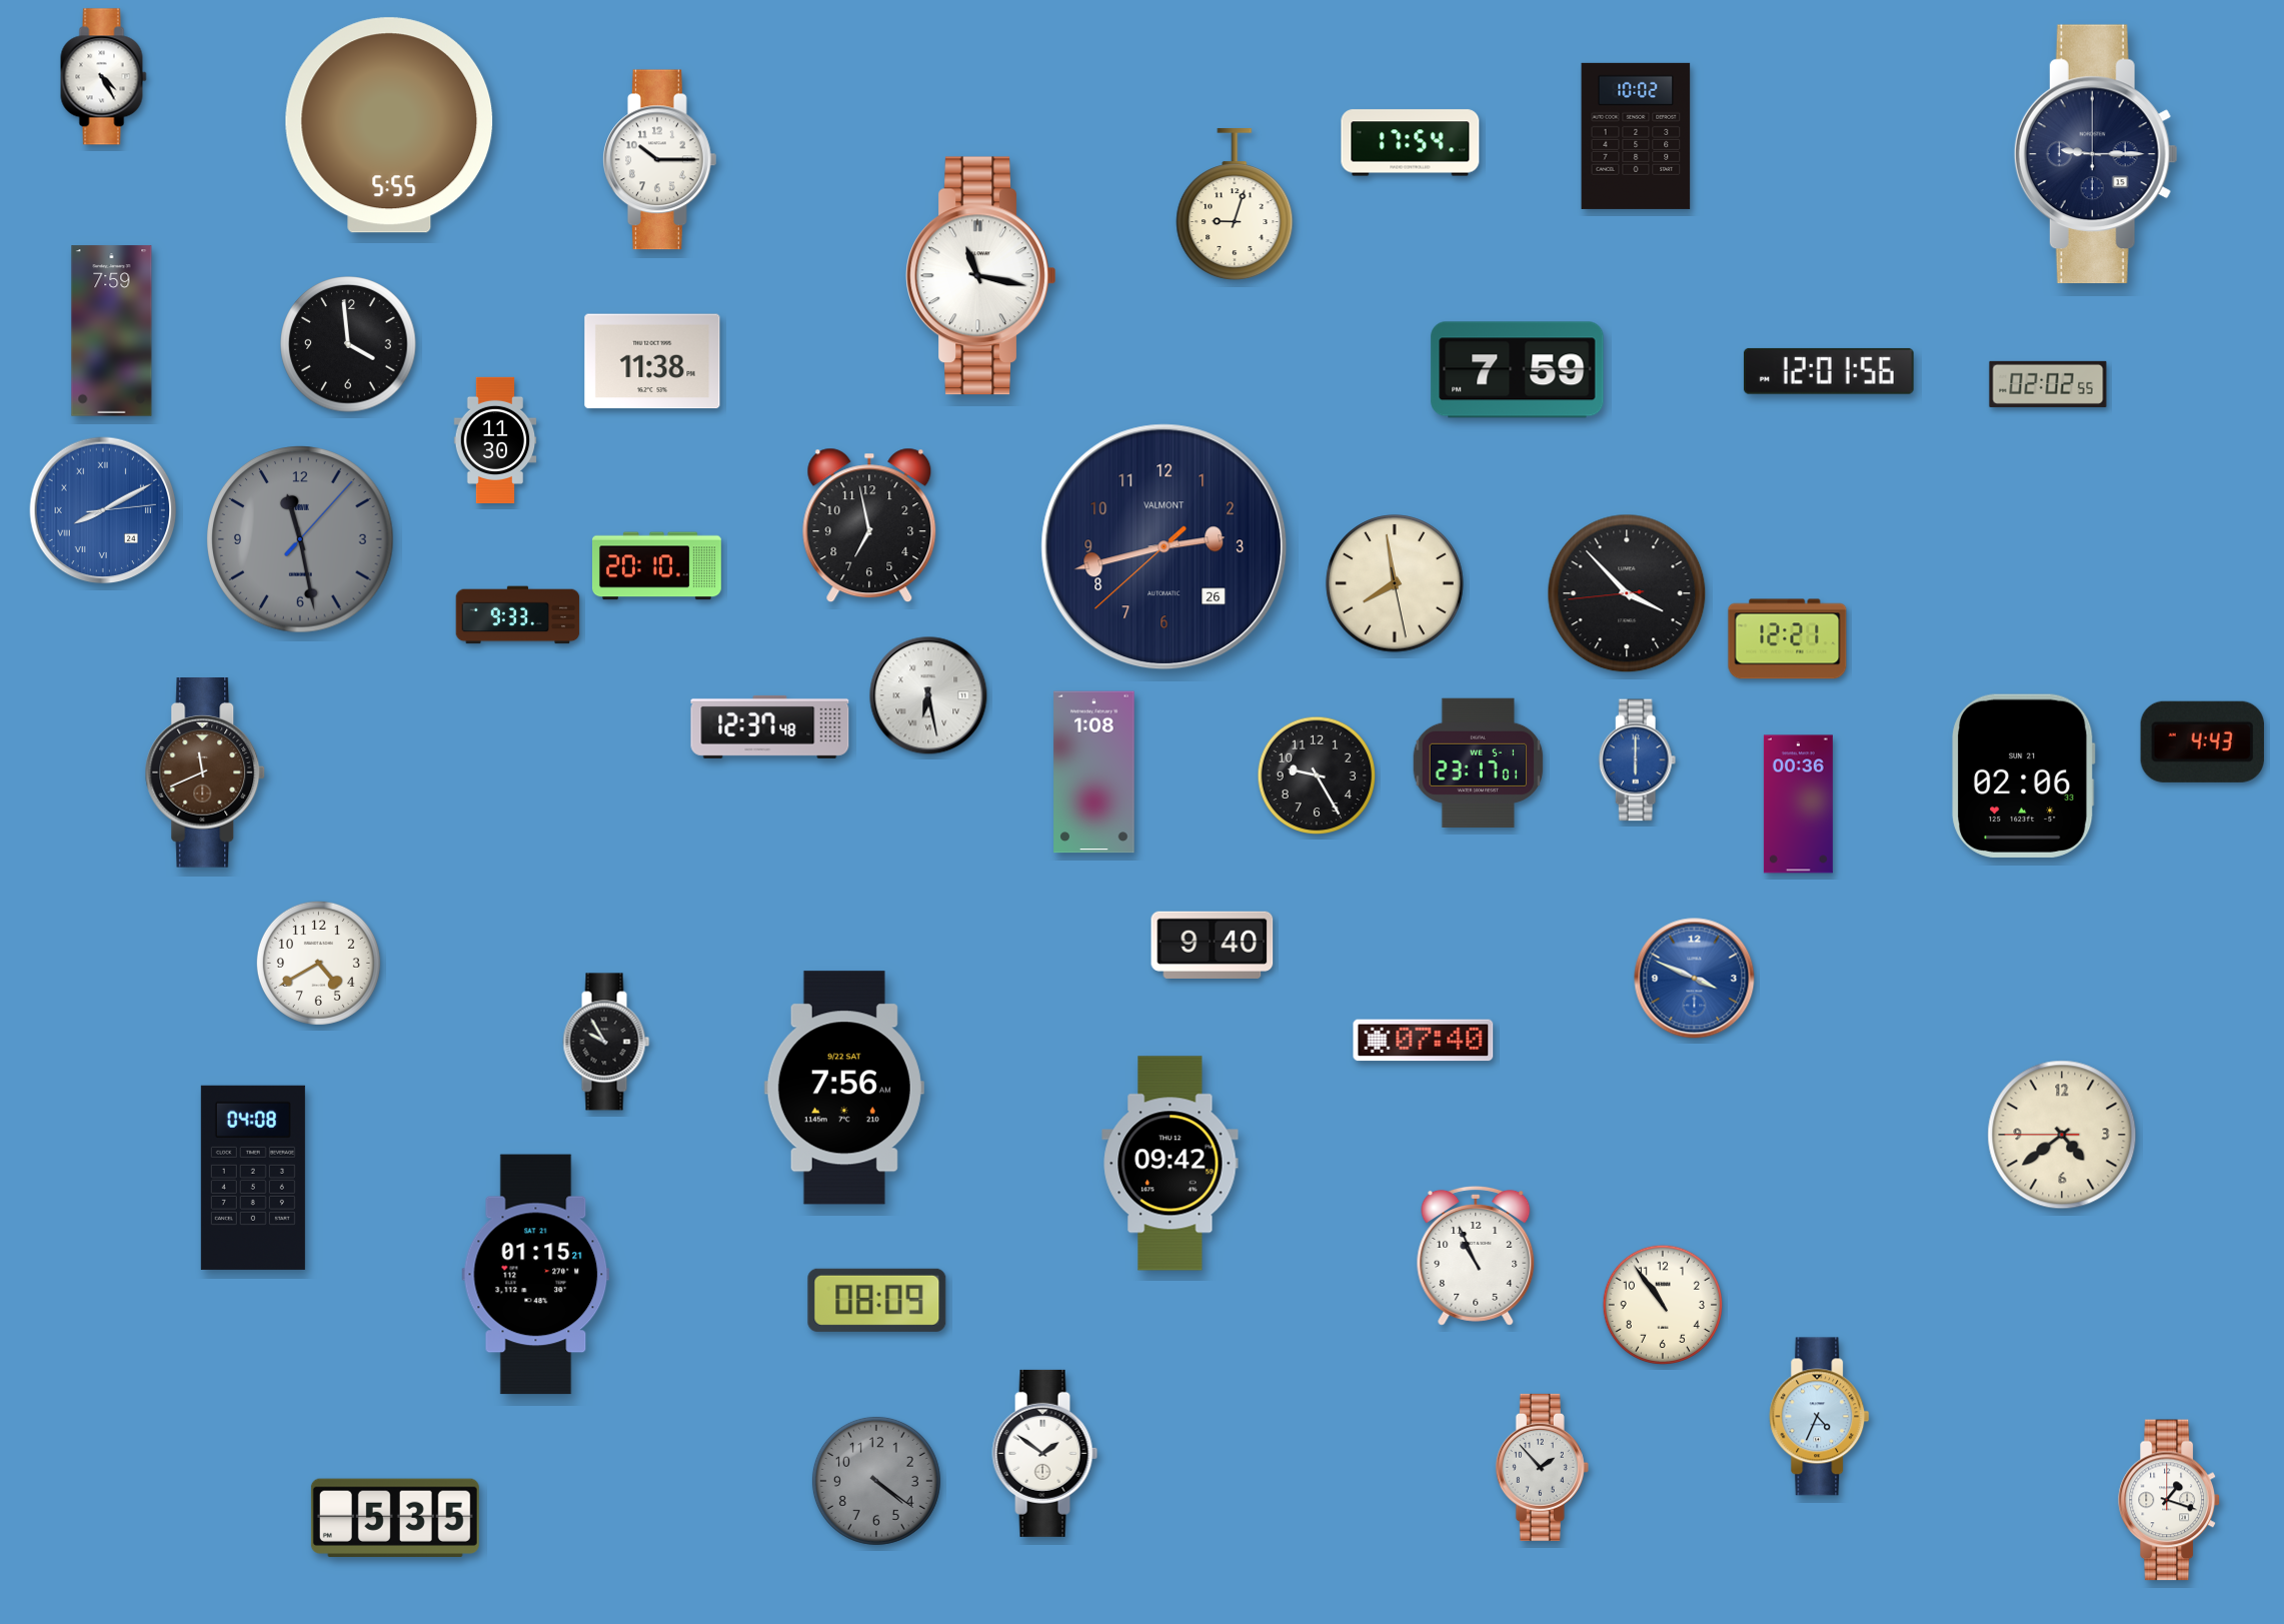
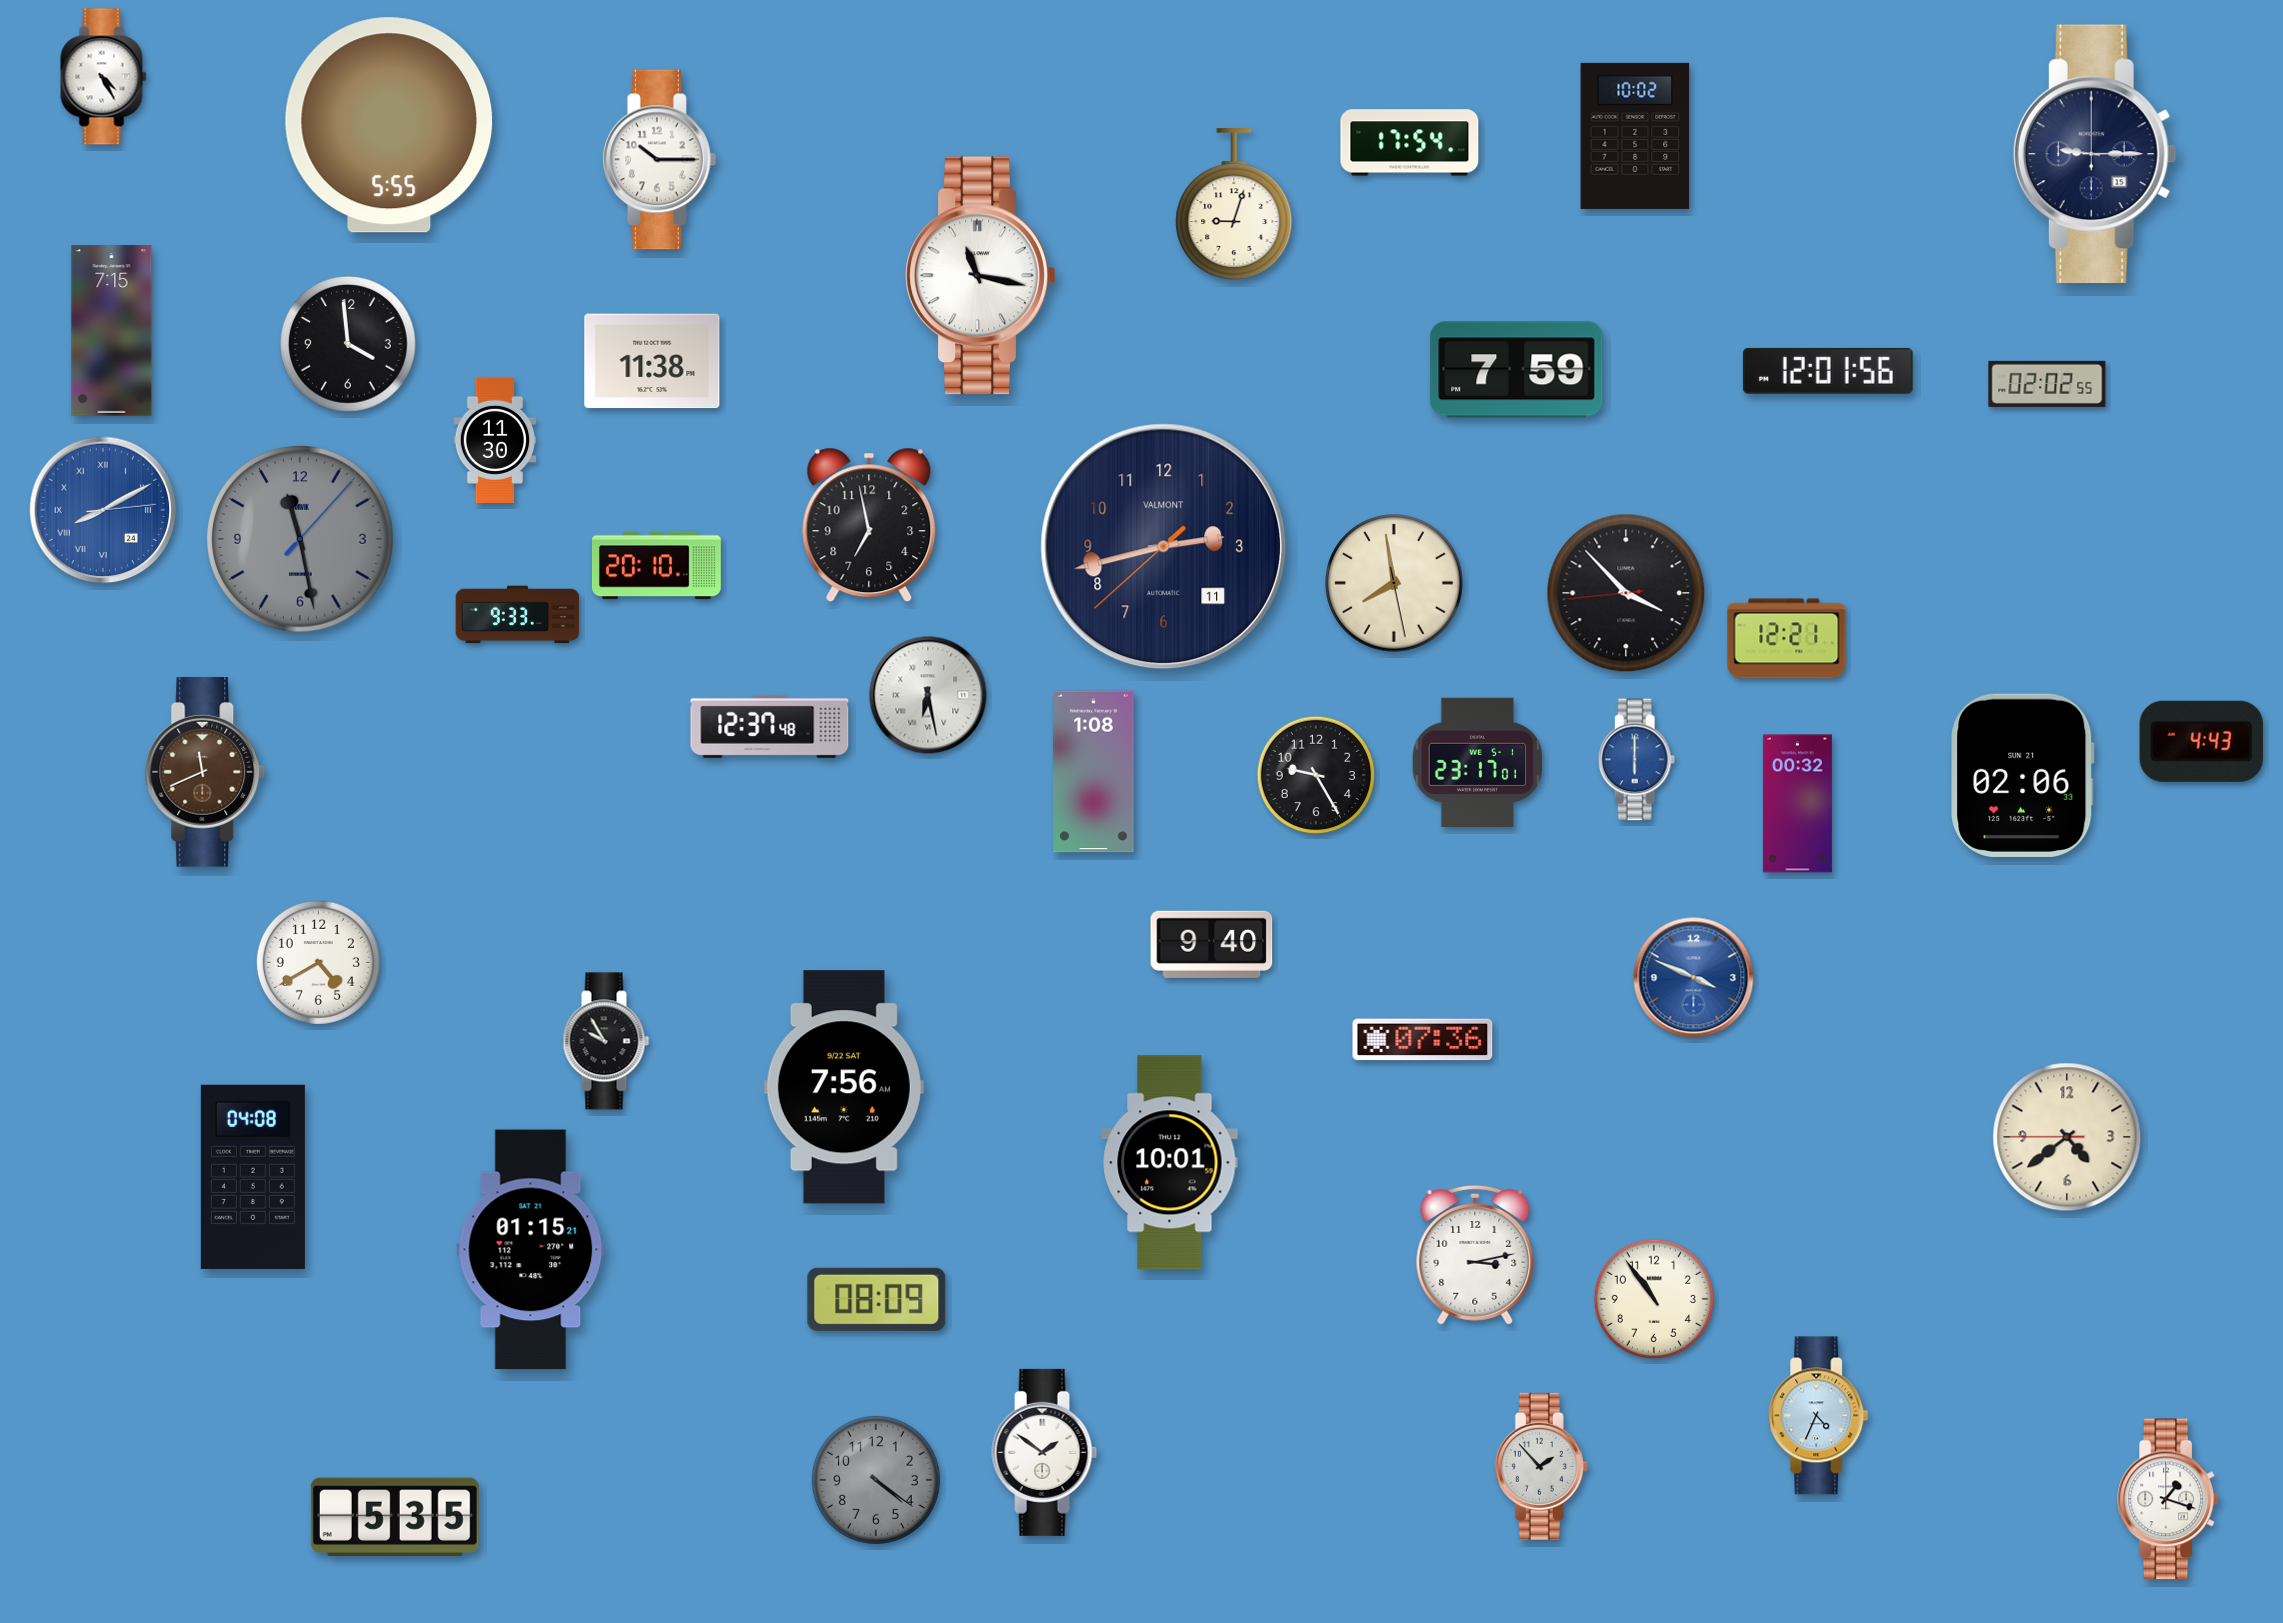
clock at (112, 331): 7:59 -> 7:15
clock at (1165, 547) date: 26 -> 11
clock at (1798, 804): 00:36 -> 00:32
clock at (1424, 1041): 07:40 -> 07:36
clock at (2062, 1135) position: (2062, 1135) -> (2067, 1137)
clock at (1171, 1164): 09:42 -> 10:01
clock at (1476, 1256): 10:56 -> 3:13
clock at (536, 1275) position: (536, 1275) -> (531, 1250)
clock at (1662, 1304) position: (1662, 1304) -> (1653, 1298)
